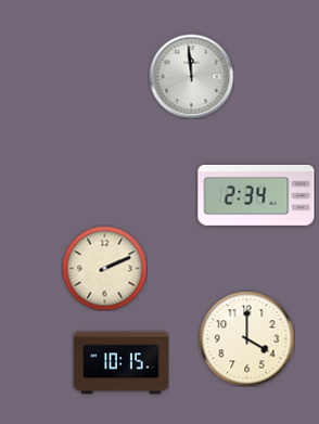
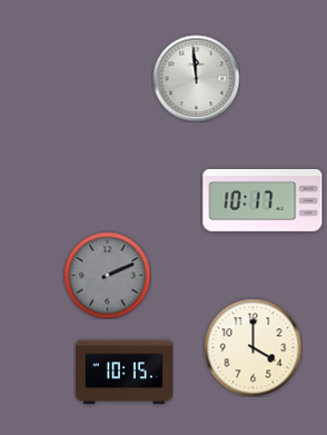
clock at (256, 196): 2:34 -> 10:17
clock at (104, 268) dial: cream -> grey
